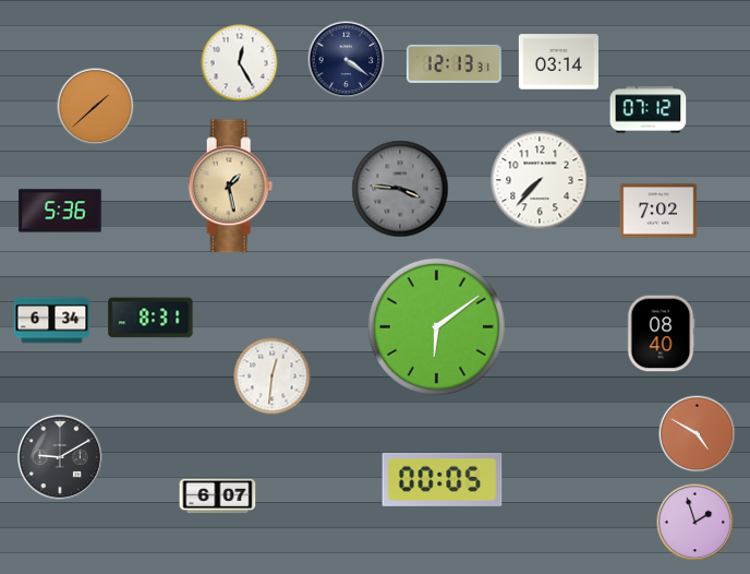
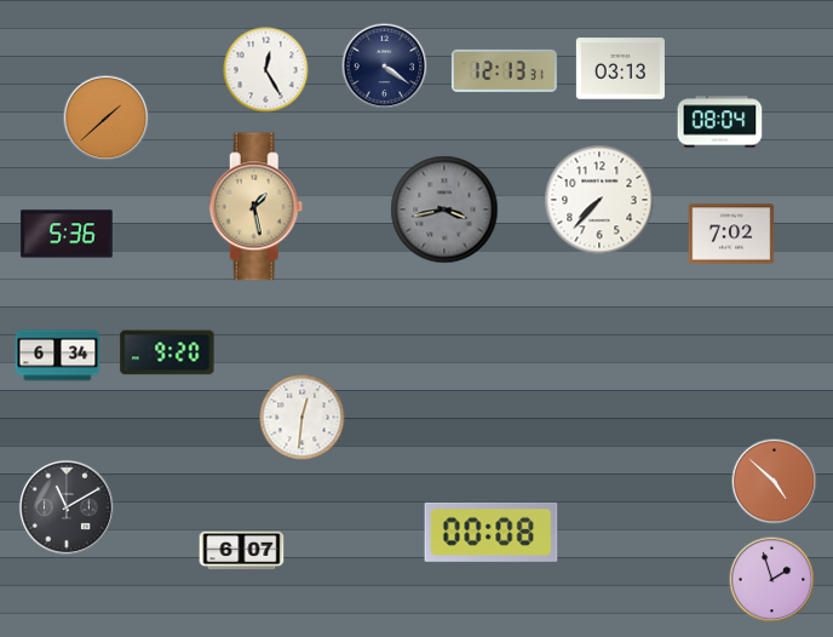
clock at (558, 62): 03:14 -> 03:13
clock at (649, 110): 07:12 -> 08:04
clock at (400, 189): 3:46 -> 3:43
clock at (150, 318): 8:31 -> 9:20
clock at (436, 326): 6:09 -> none
clock at (661, 334): 08:40 -> none
clock at (698, 434): 4:50 -> 4:52
clock at (60, 457): 9:10 -> 11:10
clock at (443, 479): 00:05 -> 00:08
